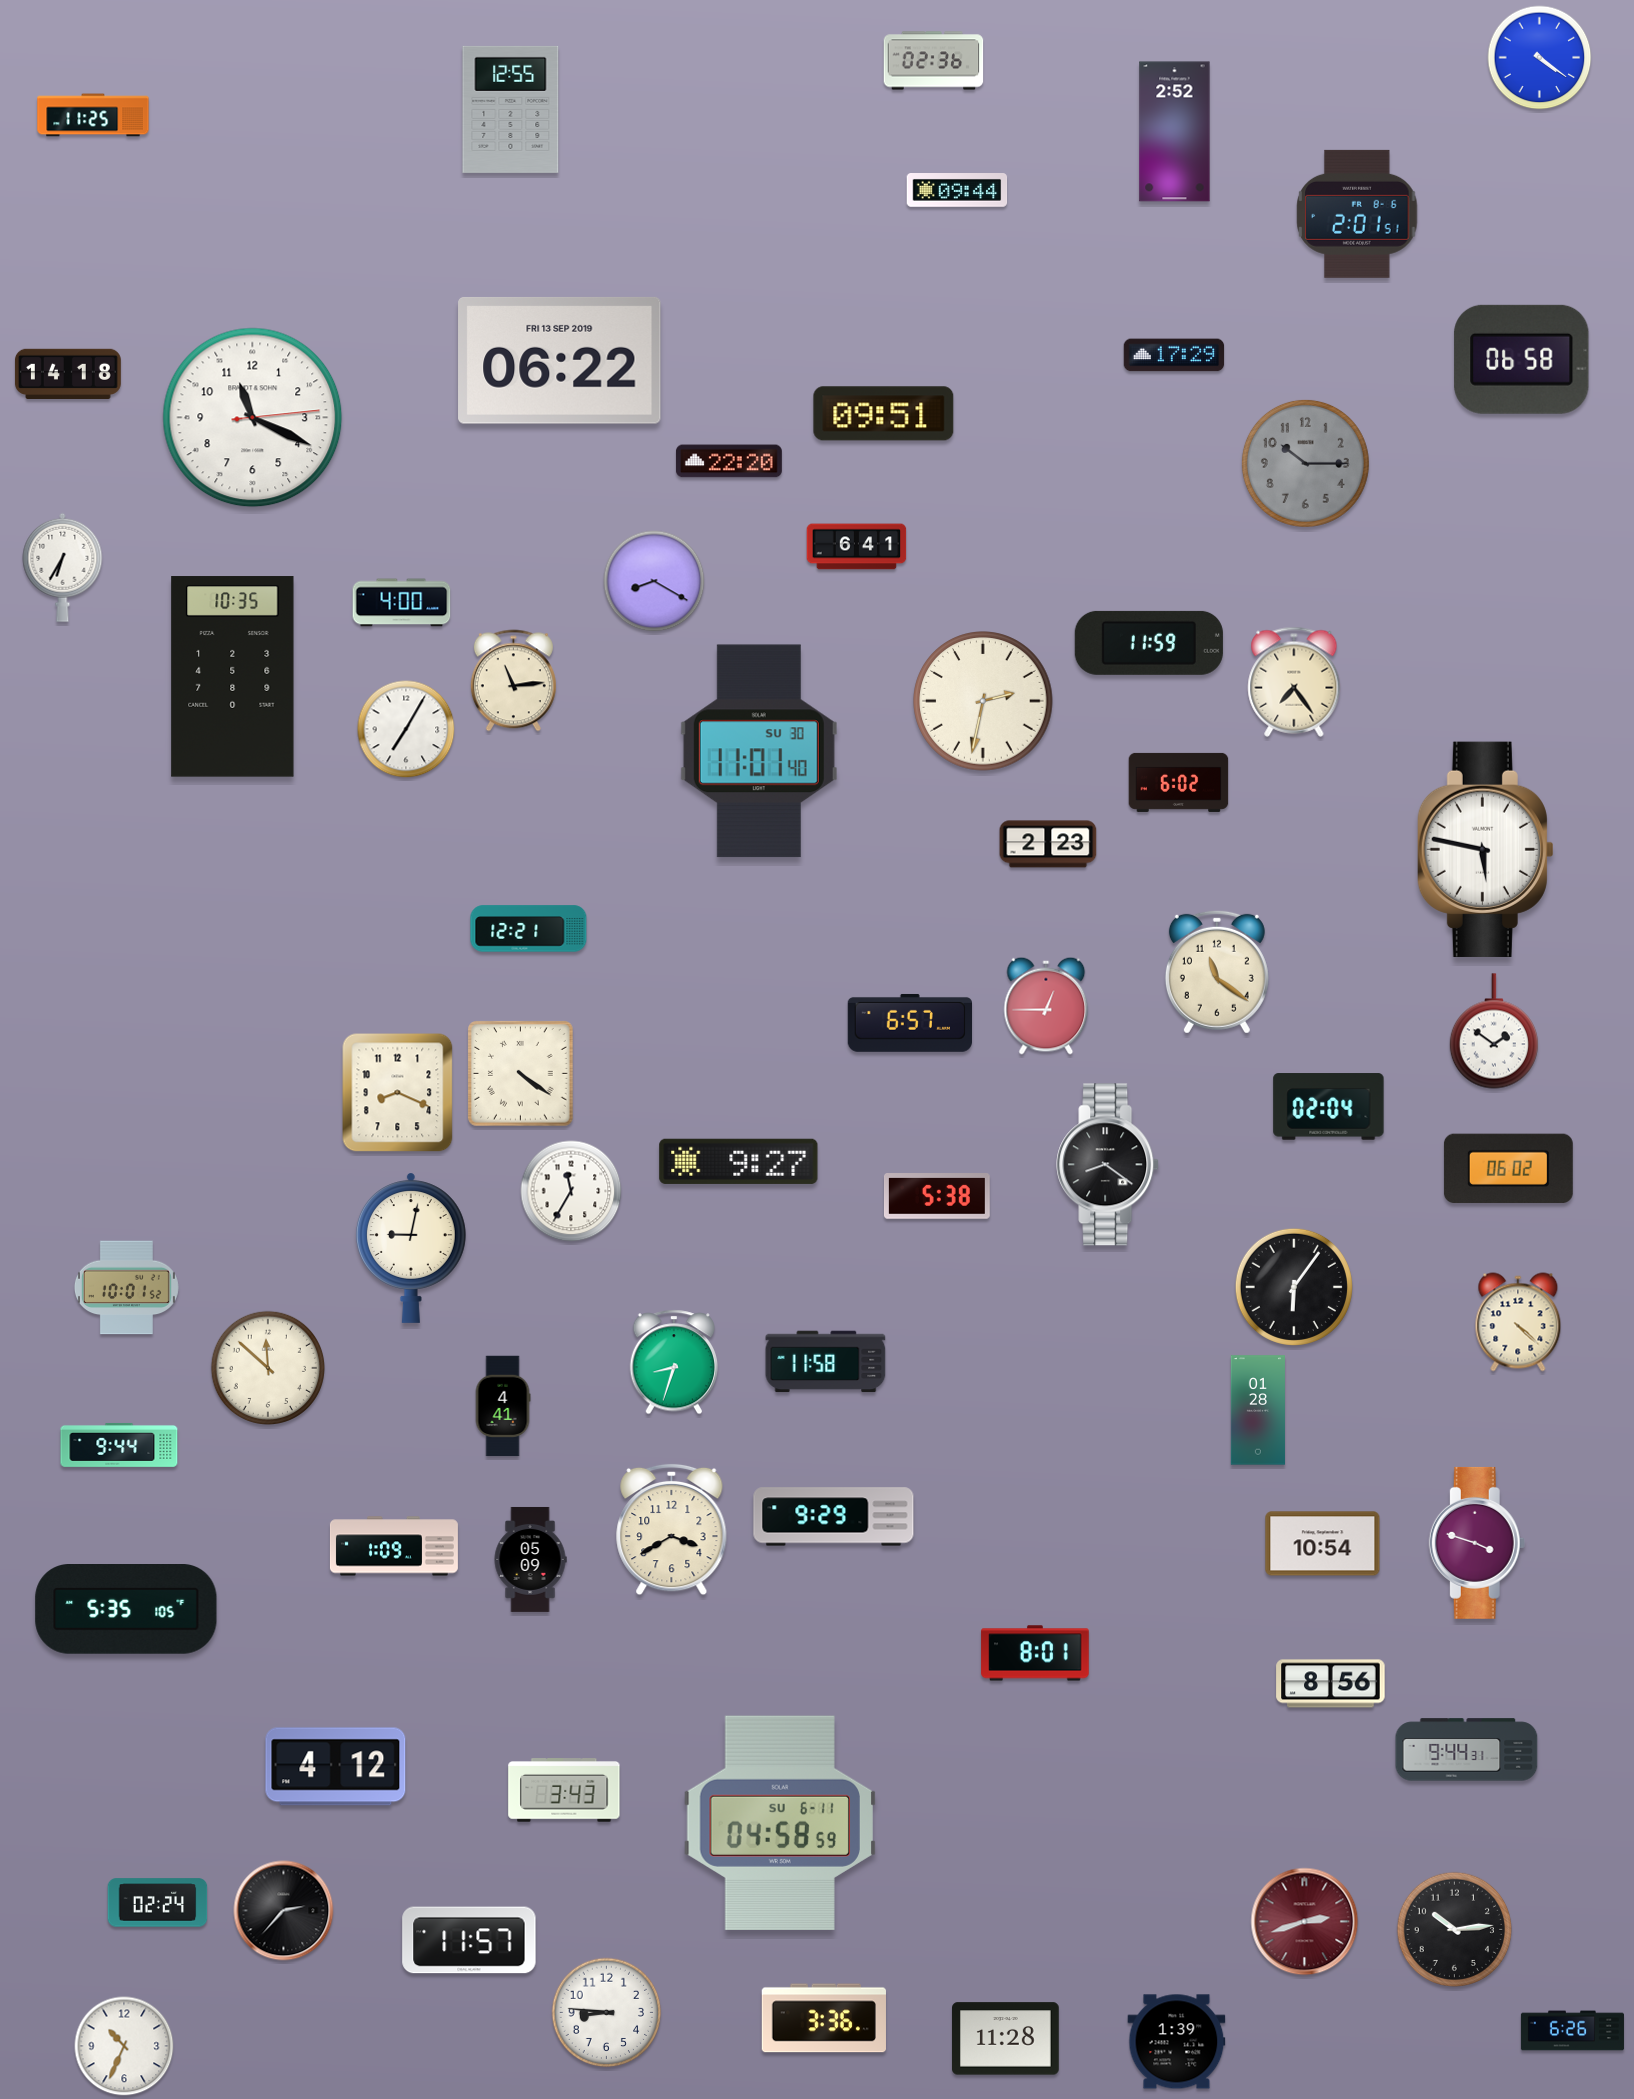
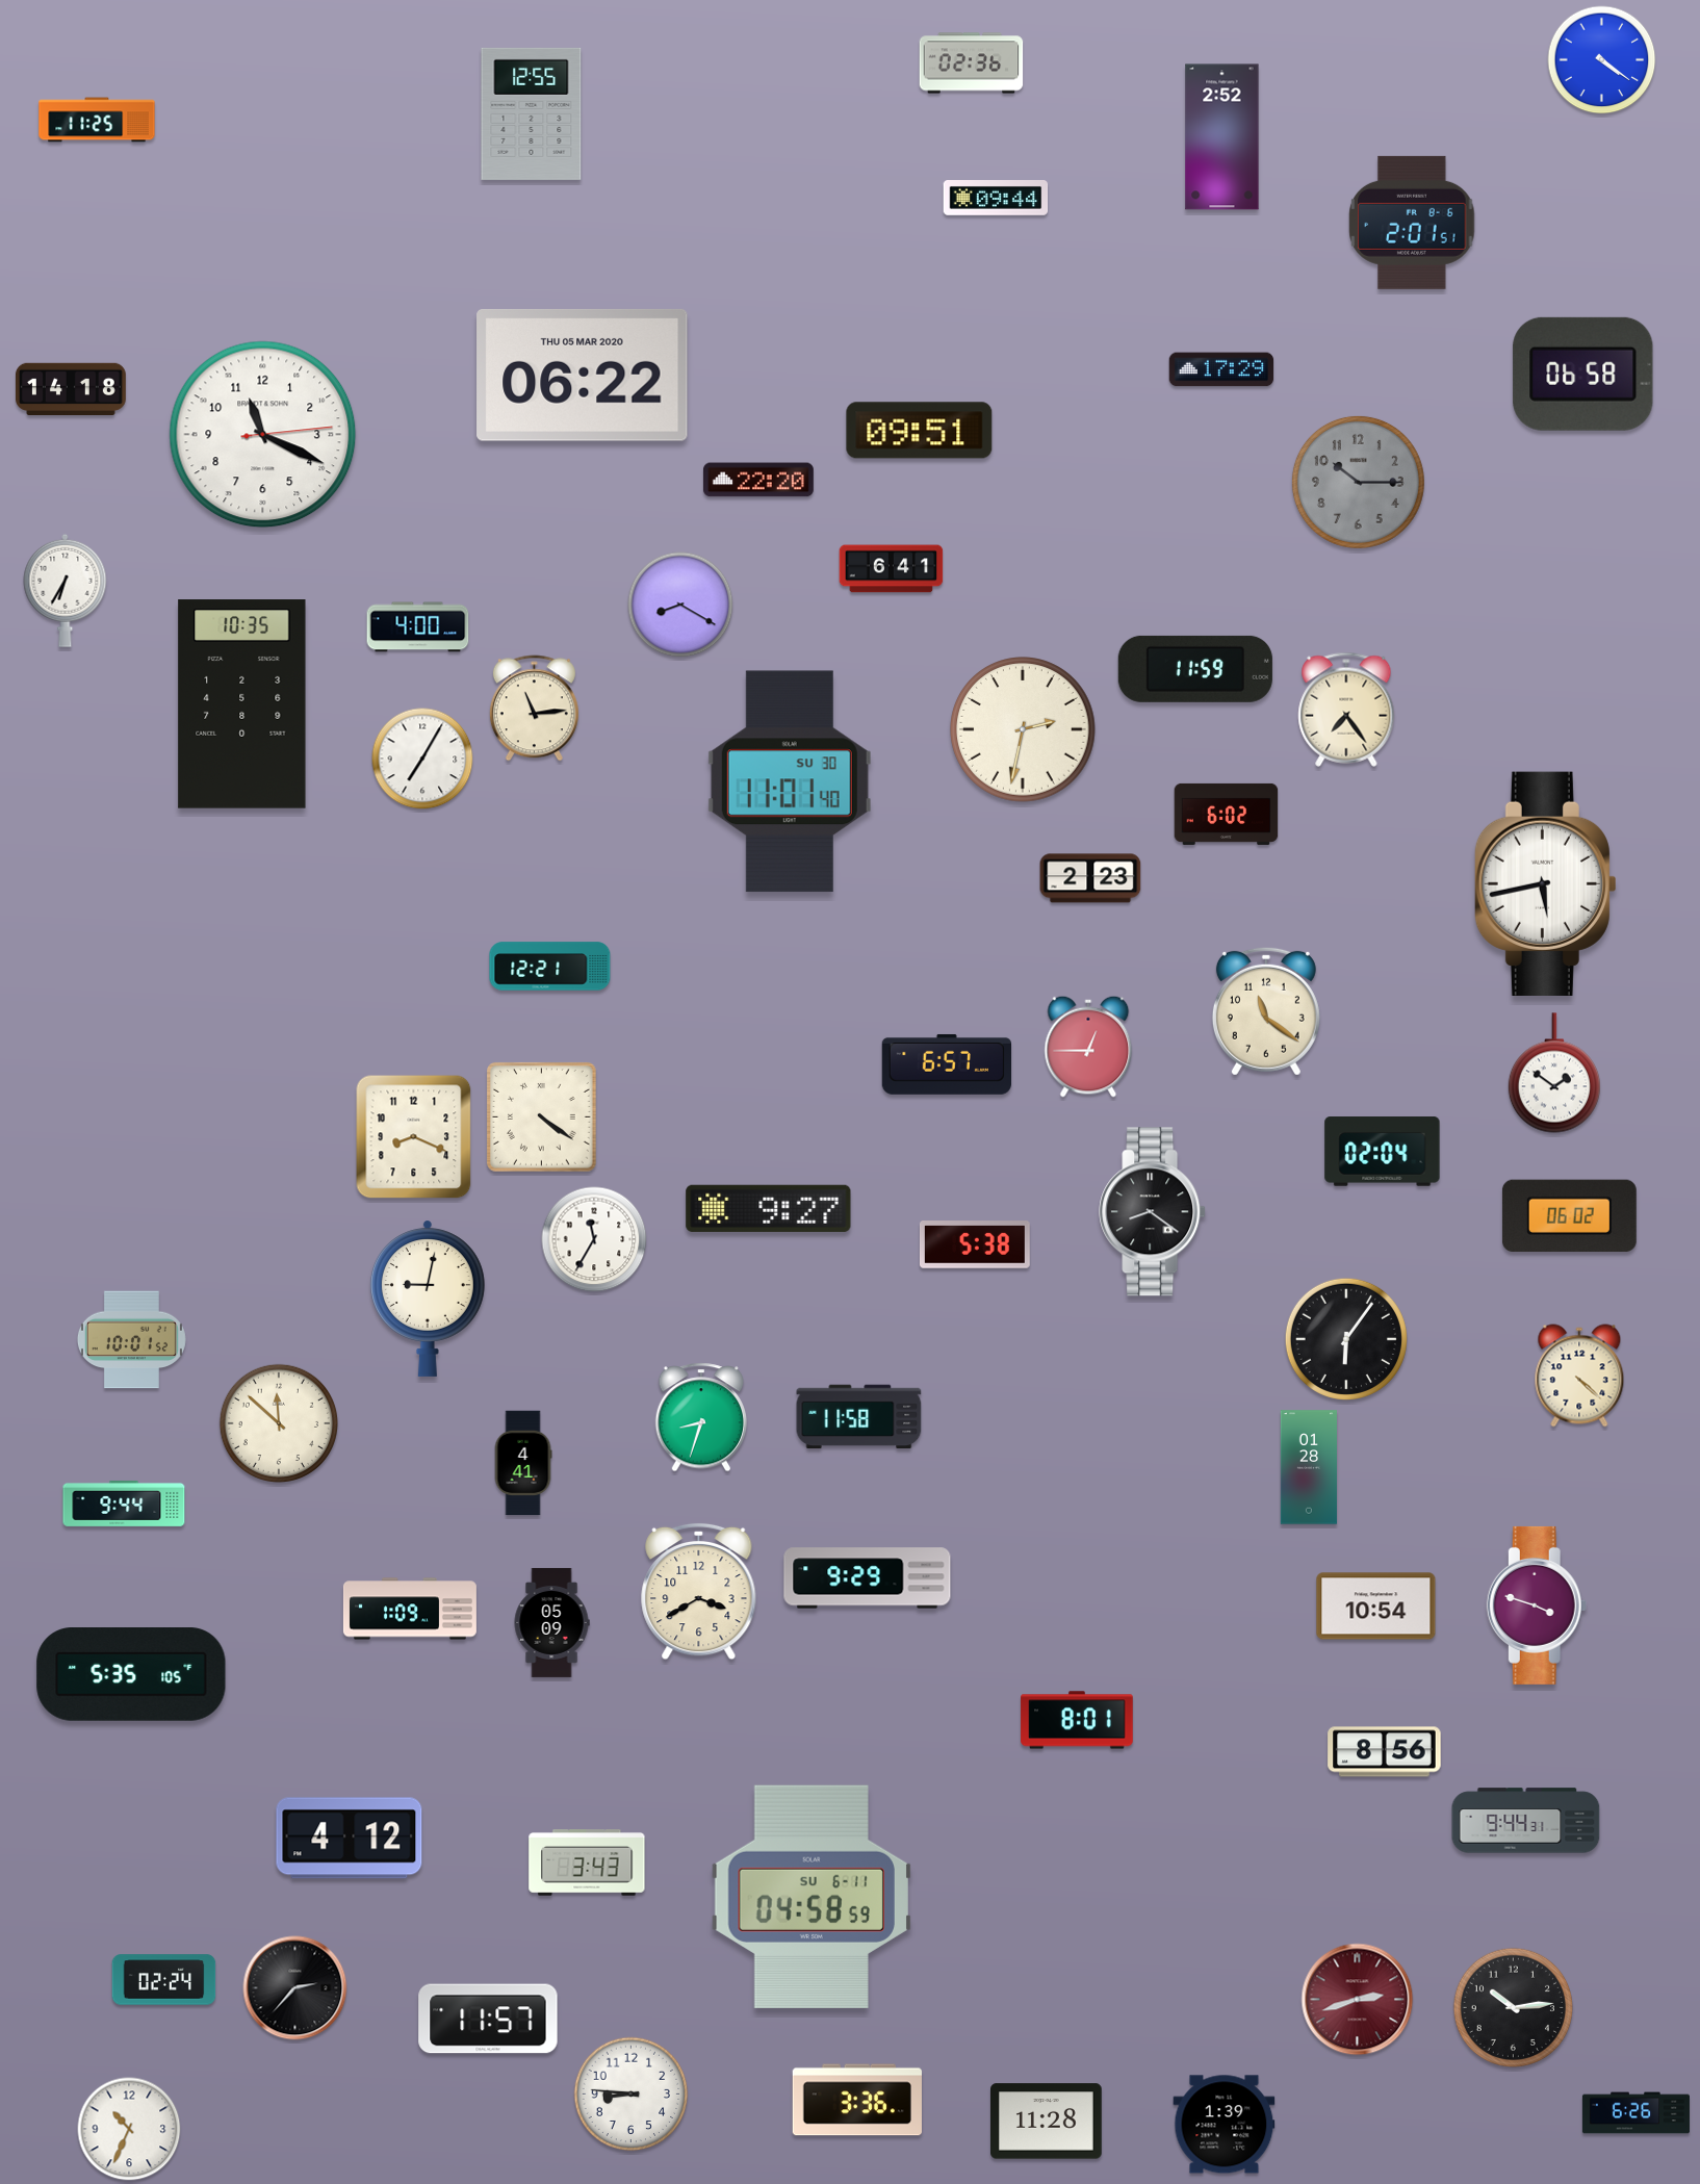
clock at (560, 360) date: FRI 13 SEP 2019 -> THU 05 MAR 2020
clock at (1485, 849): 5:47 -> 5:43
